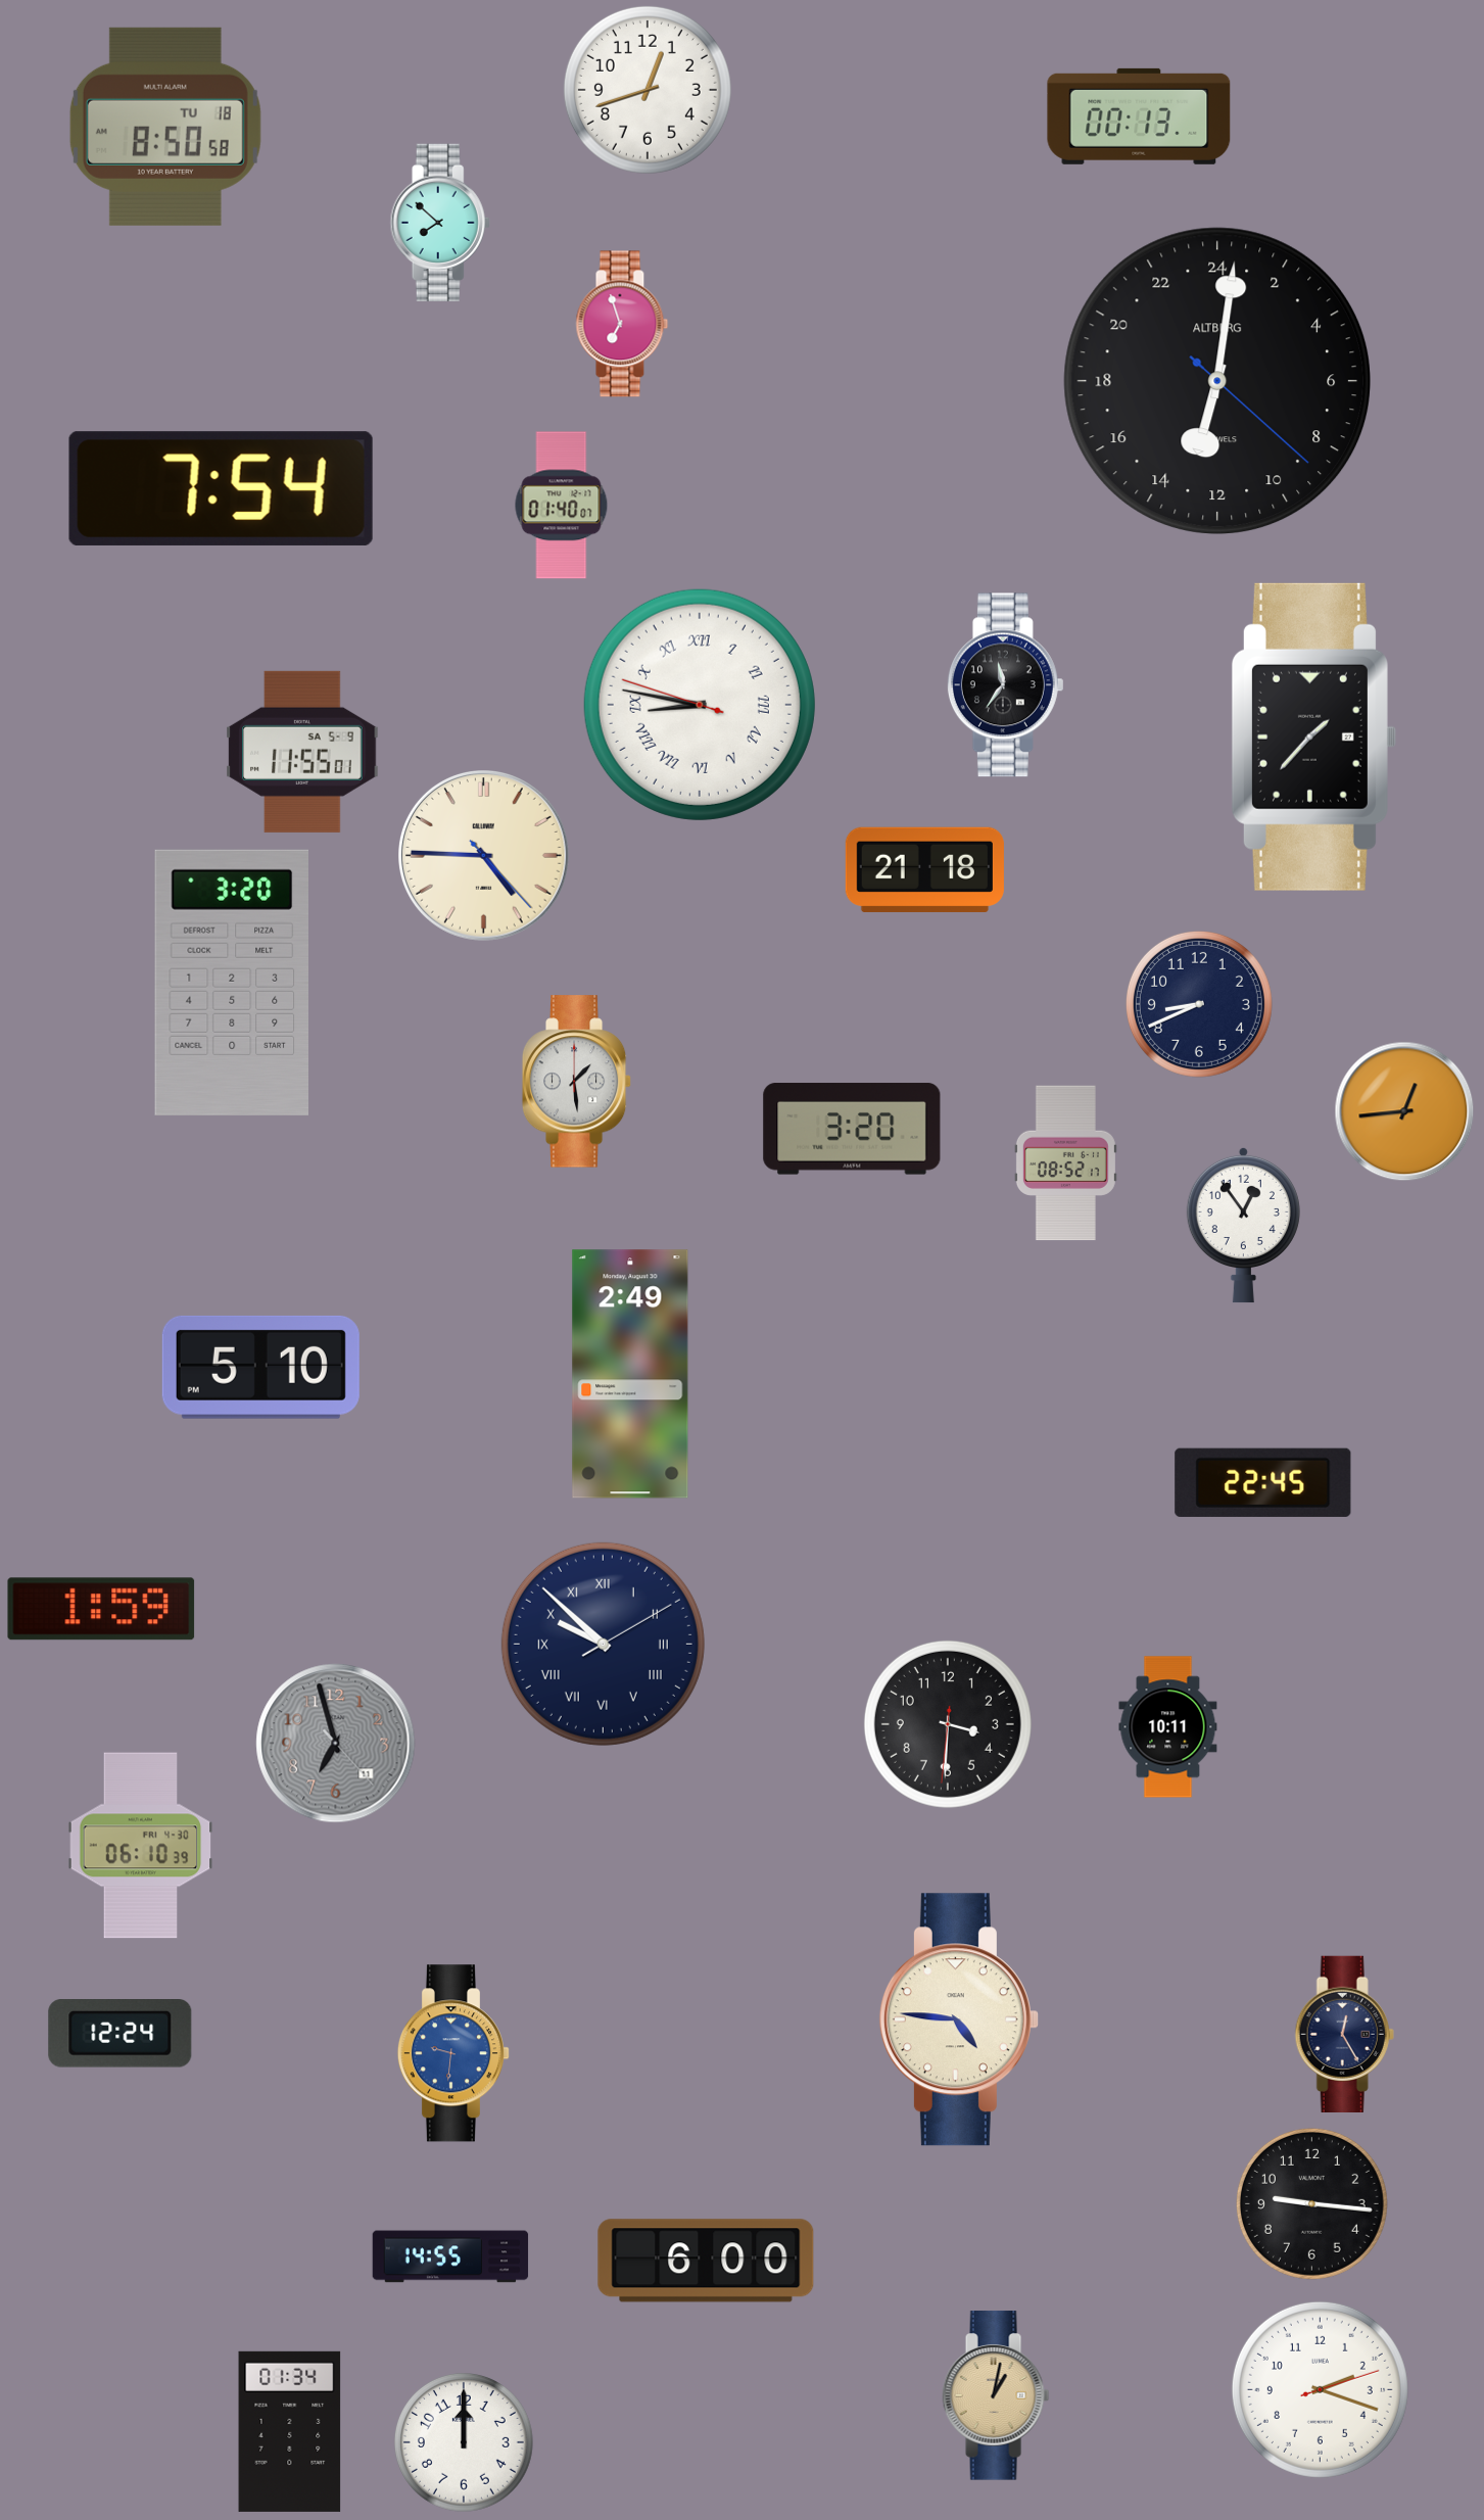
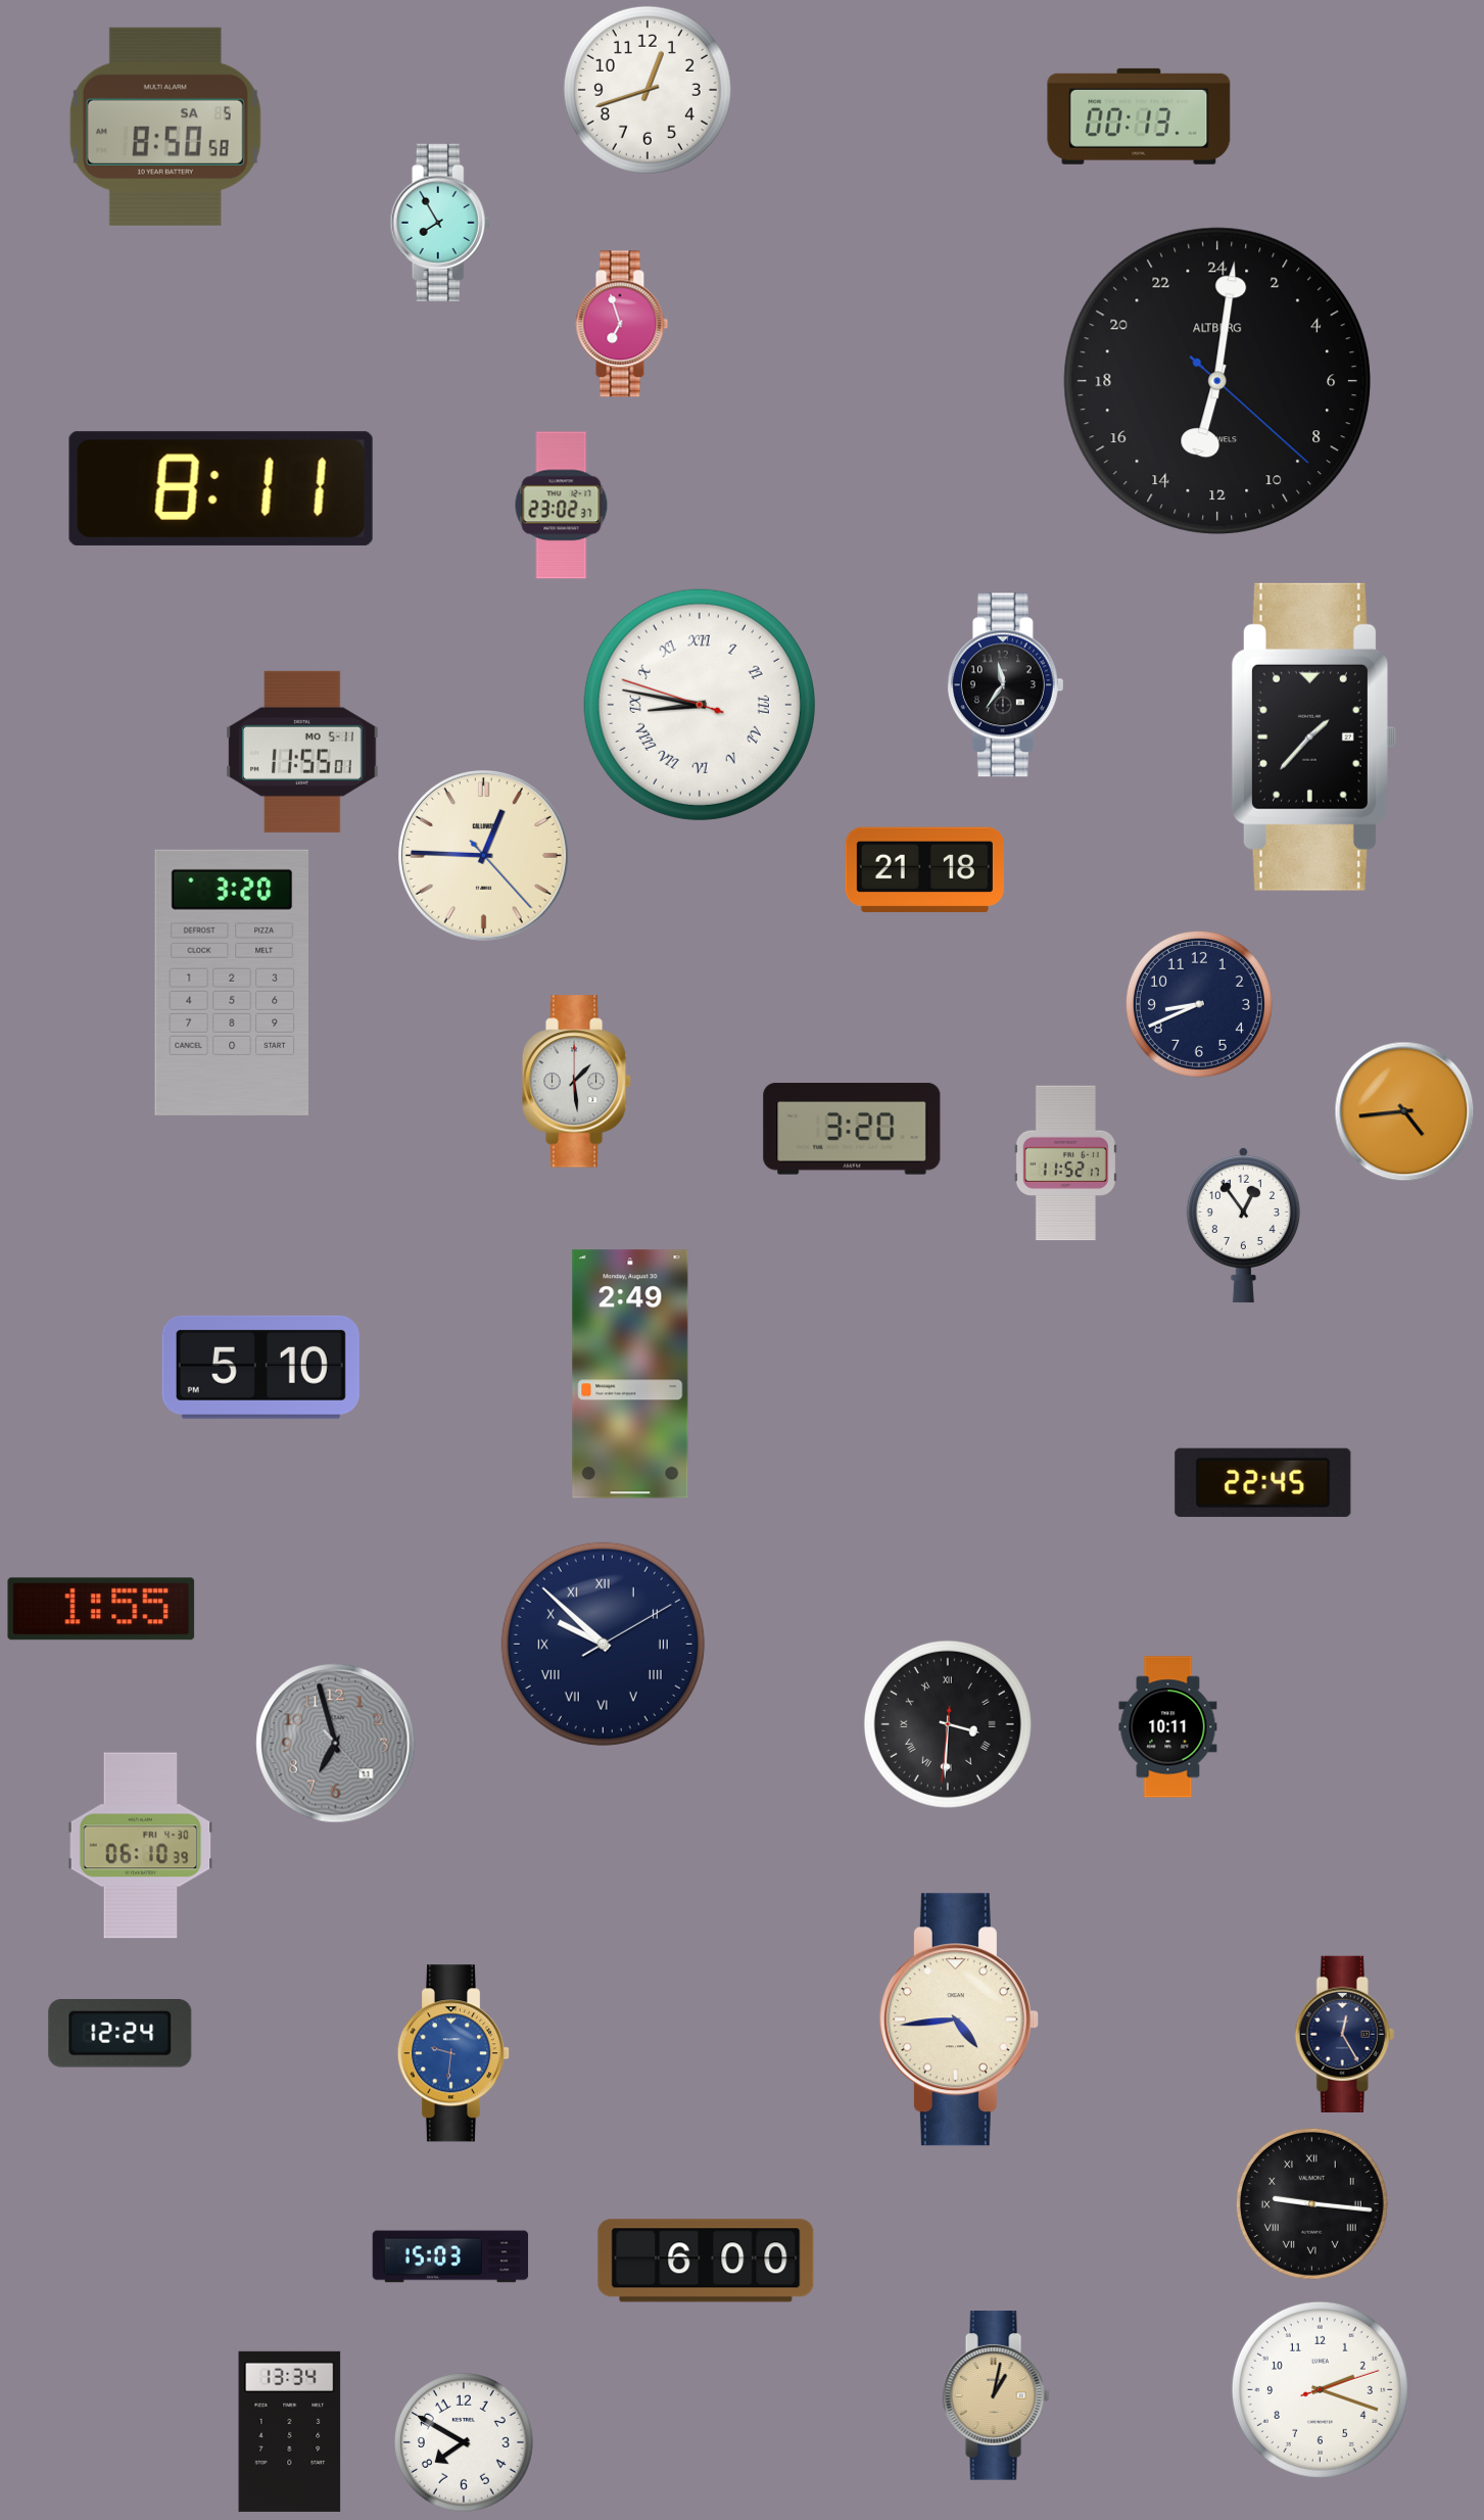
clock at (165, 127) date: TU 18 -> SA 5
clock at (440, 223): 7:52 -> 7:55
clock at (221, 488): 7:54 -> 8:11
clock at (562, 506): 01:40 -> 23:02
clock at (302, 752) date: SA 5-9 -> MO 5-11
clock at (484, 856): 4:45 -> 12:45
clock at (1404, 1111): 12:44 -> 4:44
clock at (1065, 1163): 08:52 -> 11:52
clock at (101, 1609): 1:59 -> 1:55
clock at (948, 1724) numerals: Arabic -> Roman
clock at (959, 2019): 4:46 -> 4:44
clock at (1311, 2203) numerals: Arabic -> Roman
clock at (450, 2256): 14:55 -> 15:03
clock at (290, 2431): 01:34 -> 13:34
clock at (465, 2443): 12:00 -> 7:50
